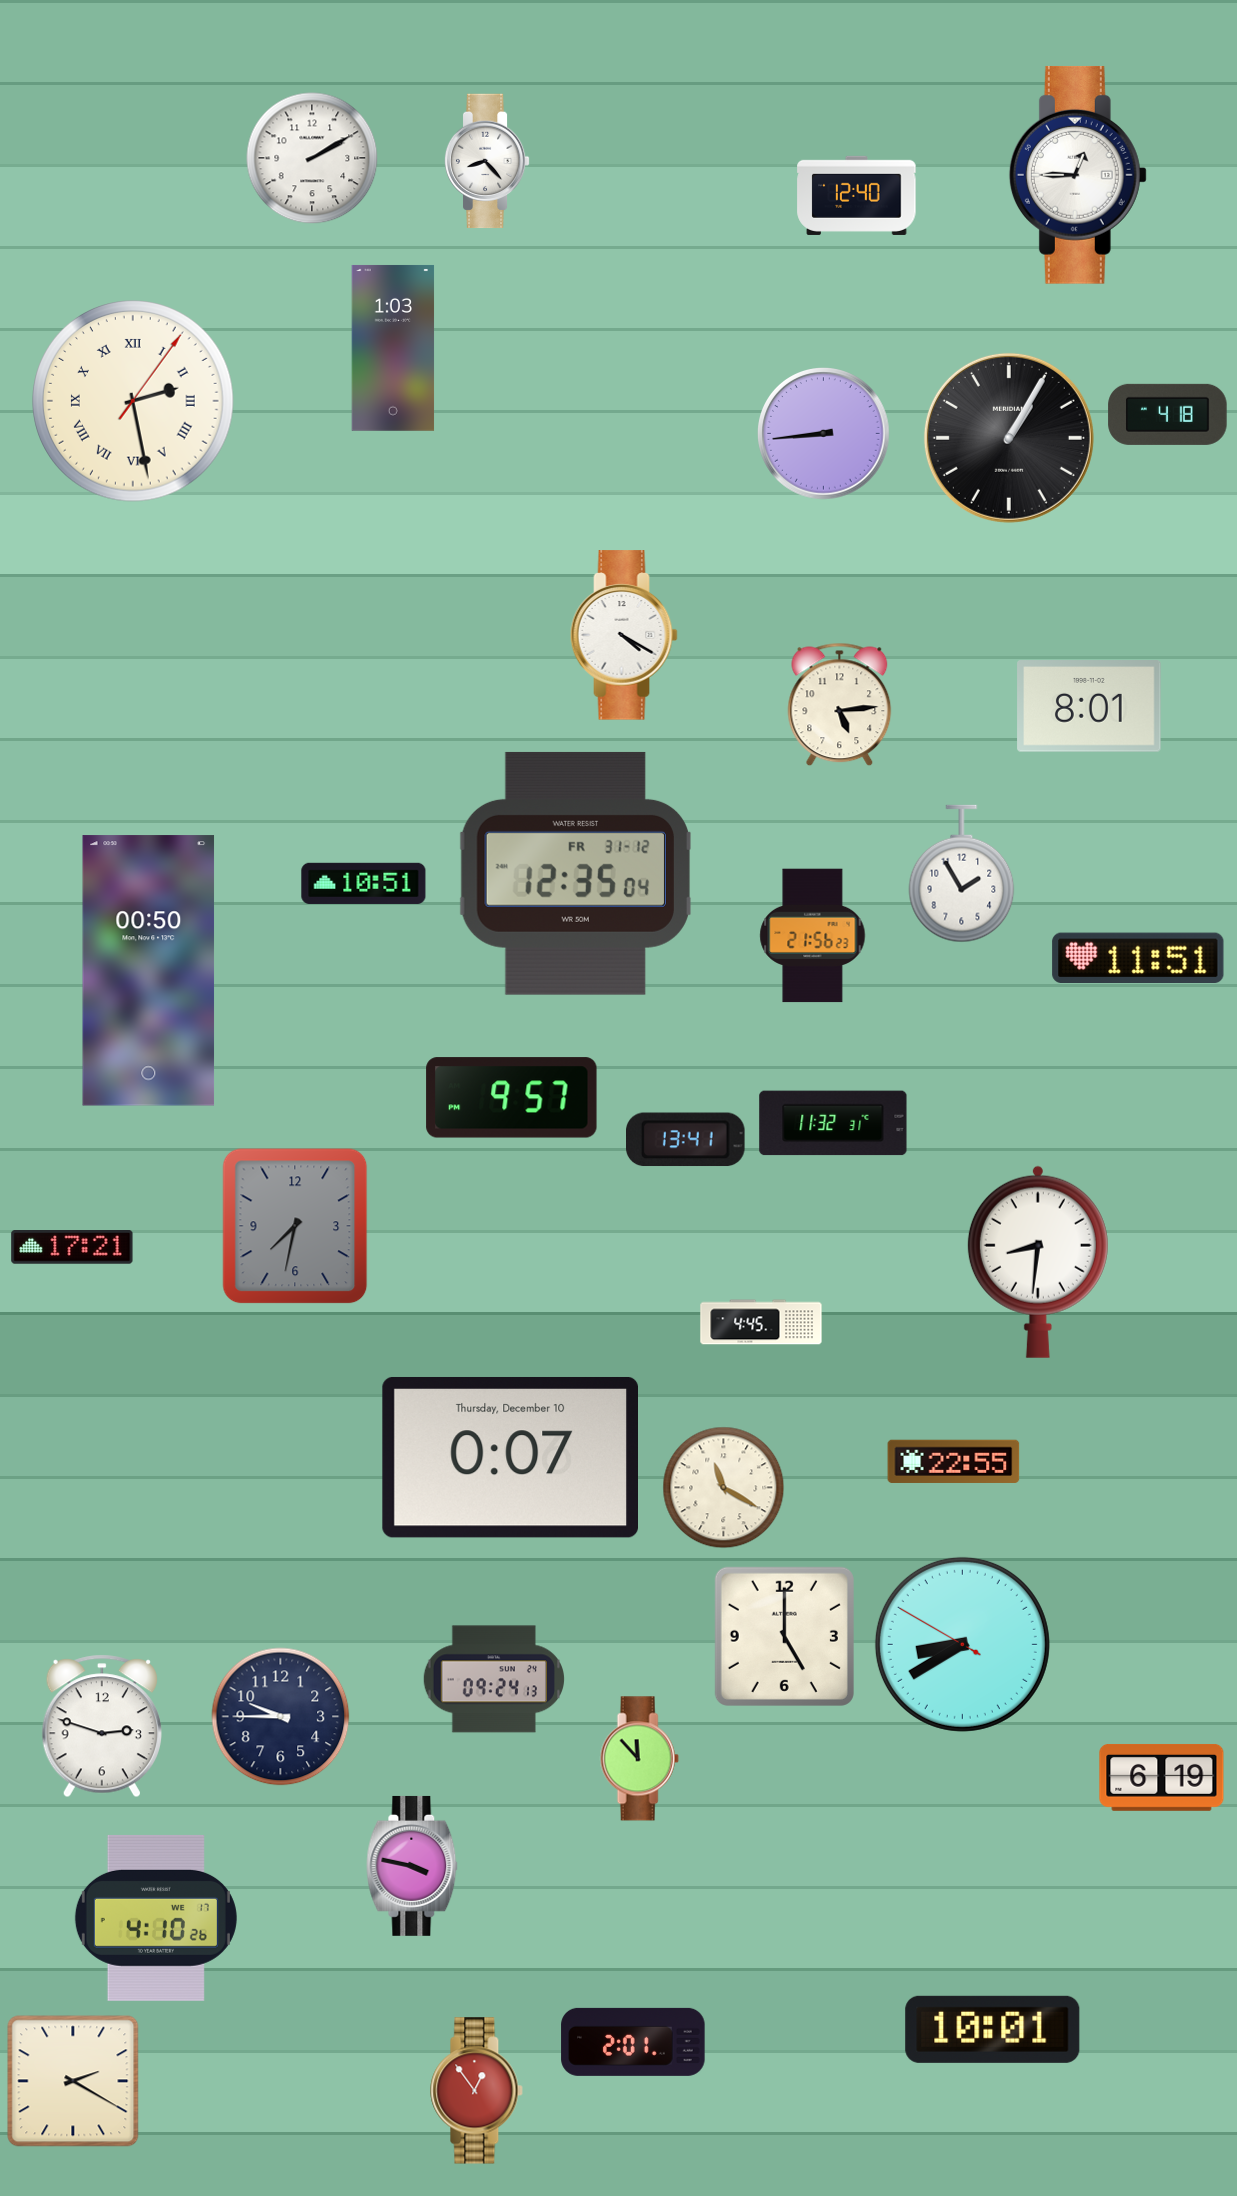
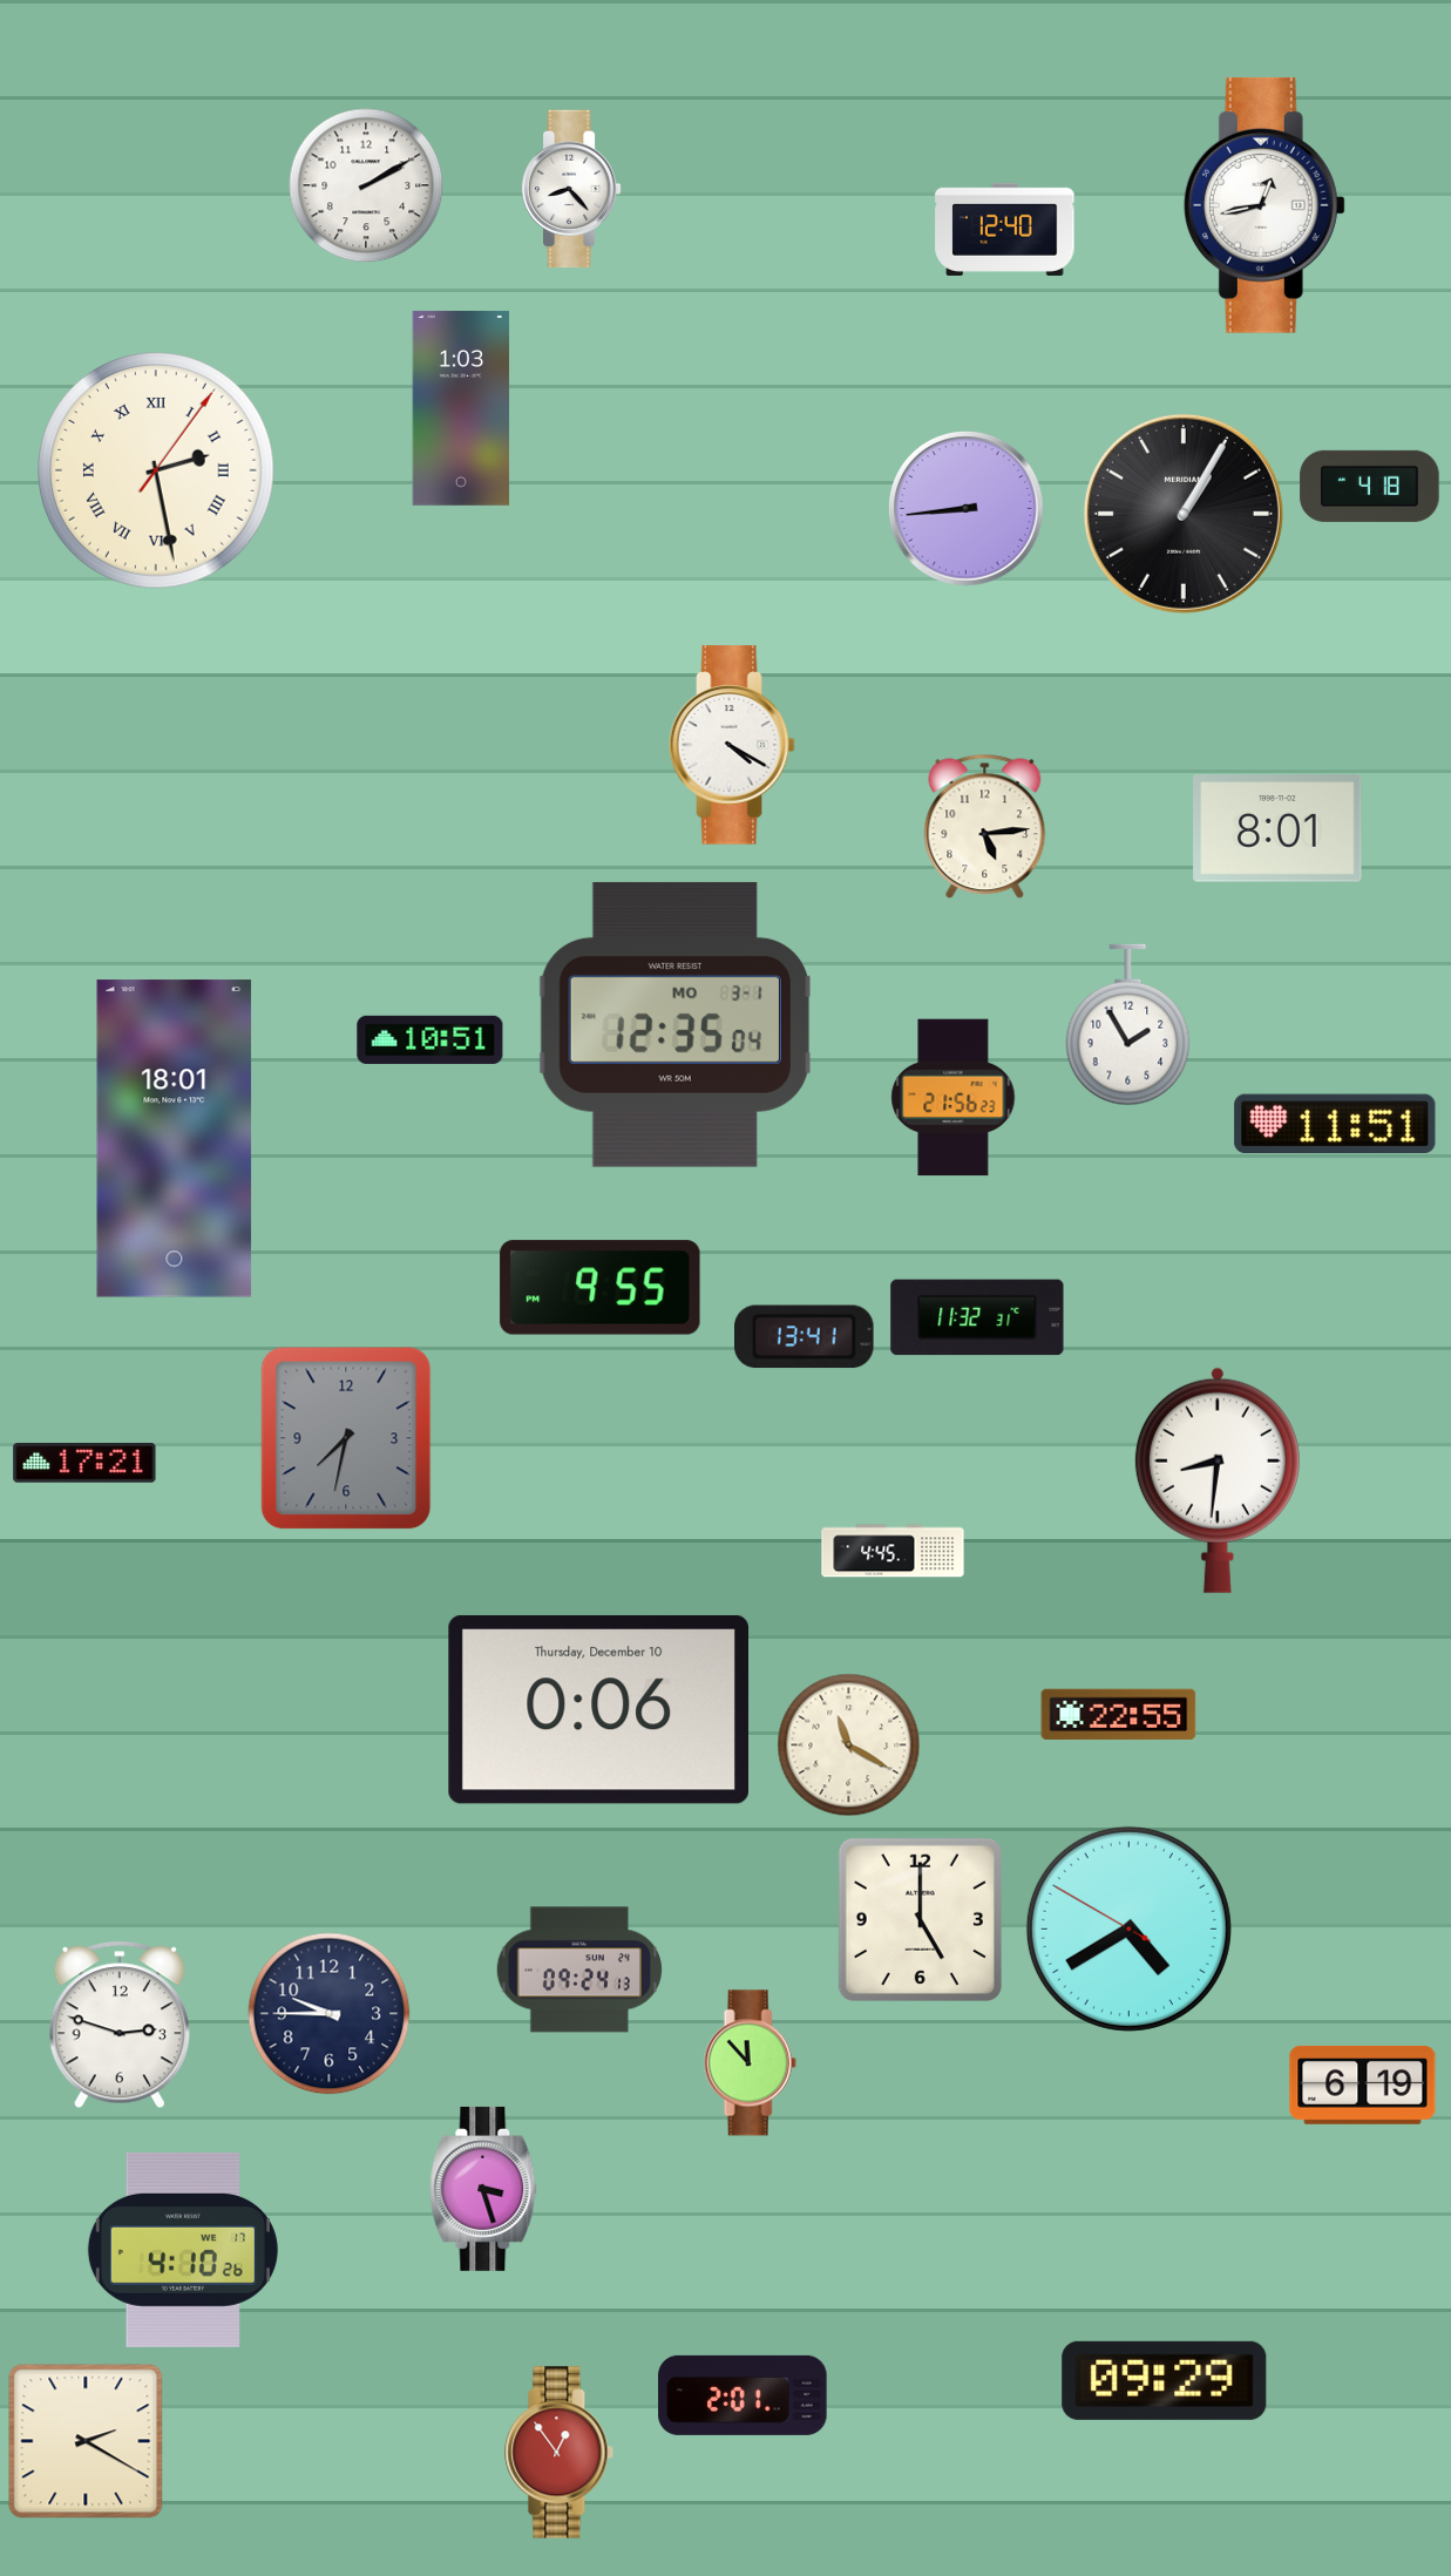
clock at (1078, 175): 12:45 -> 12:43
clock at (575, 873) date: FR 31-12 -> MO 3-1
clock at (364, 883) position: (364, 883) -> (430, 1039)
clock at (149, 971): 00:50 -> 18:01
clock at (512, 1098): 9:57 -> 9:55
clock at (510, 1457): 0:07 -> 0:06
clock at (962, 1644): 8:39 -> 4:39
clock at (412, 1866): 3:47 -> 3:27
clock at (993, 2029): 10:01 -> 09:29
